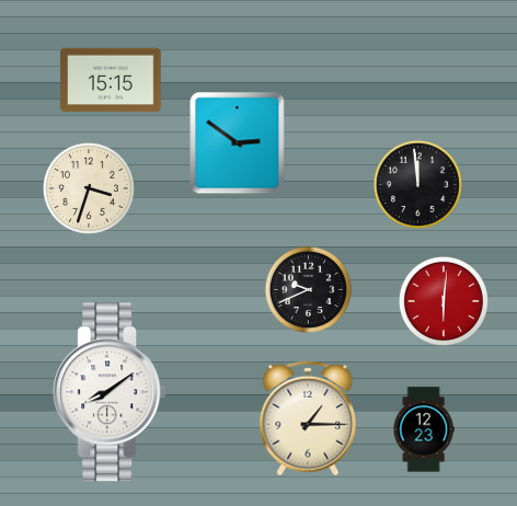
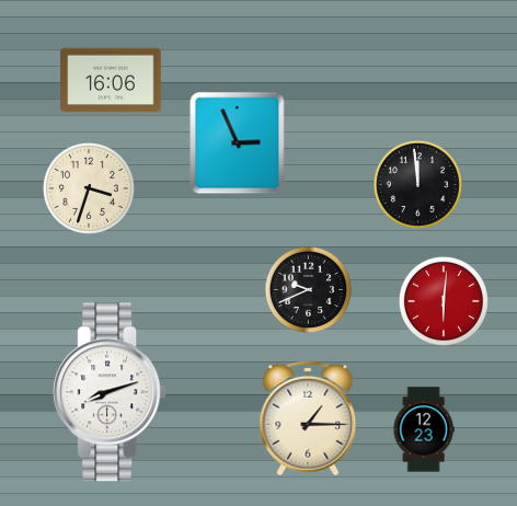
clock at (111, 80): 15:15 -> 16:06
clock at (238, 143): 2:51 -> 2:56
clock at (110, 392): 8:09 -> 8:12
